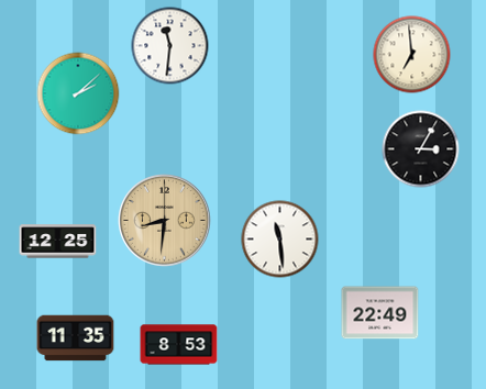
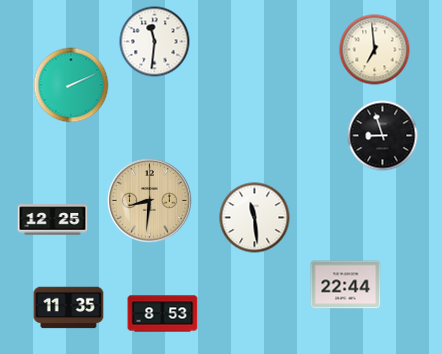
clock at (78, 93): 2:08 -> 2:11
clock at (421, 149): 3:05 -> 8:57
clock at (380, 313): 22:49 -> 22:44
